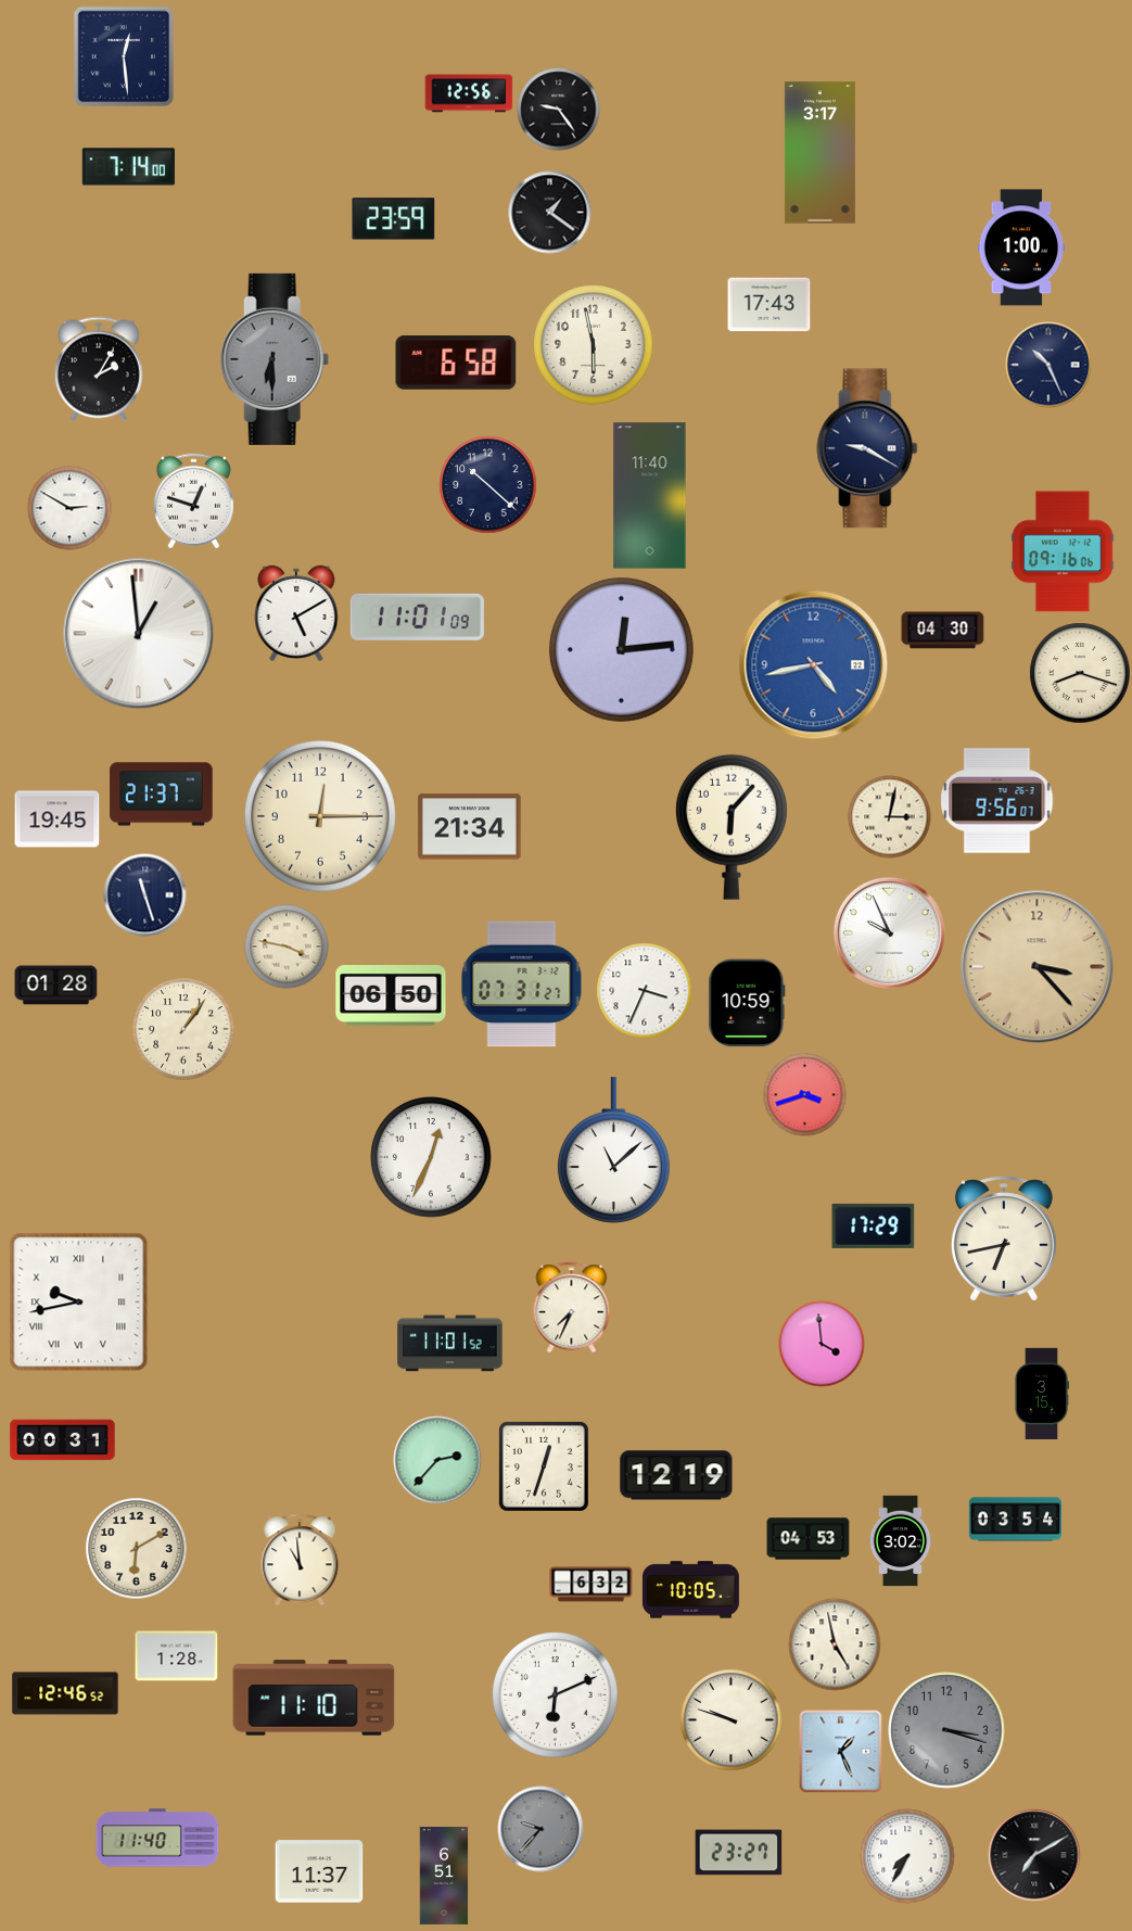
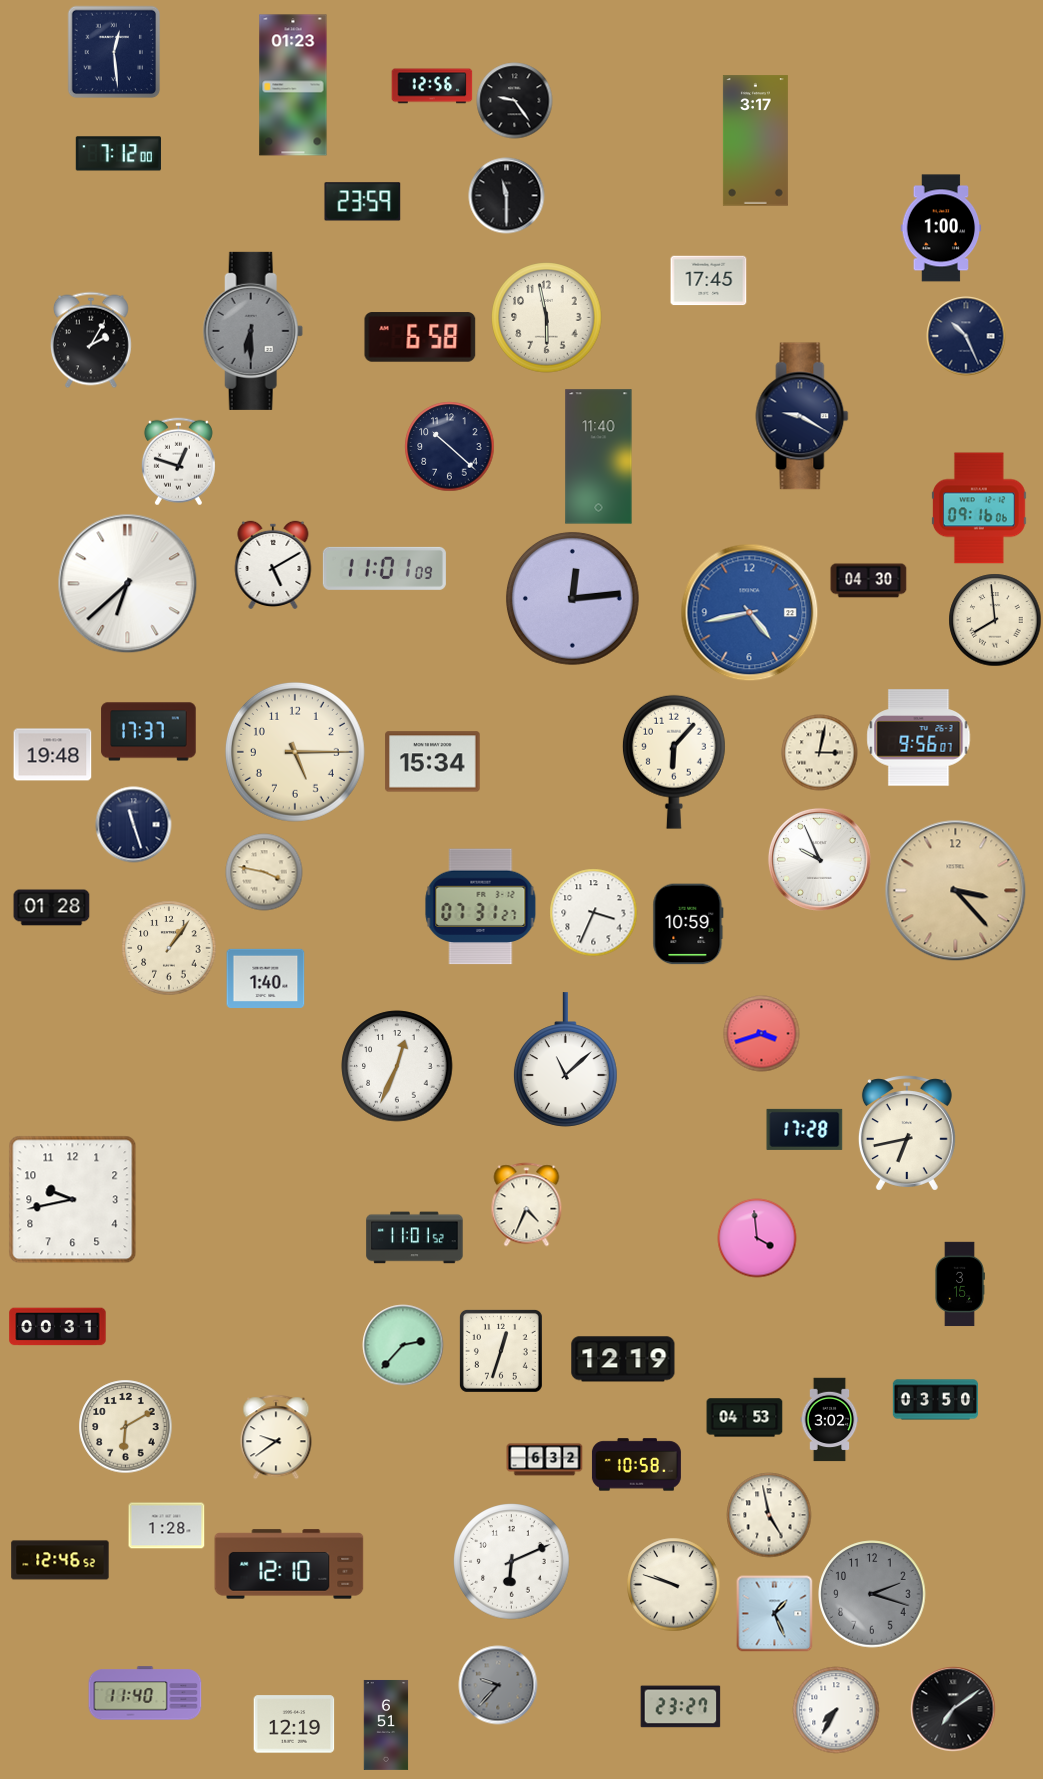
clock at (293, 85): none -> 01:23
clock at (128, 167): 7:14 -> 7:12
clock at (550, 213): 1:21 -> 11:30
clock at (769, 305): 17:43 -> 17:45
clock at (456, 363) position: (456, 363) -> (420, 337)
clock at (867, 448) position: (867, 448) -> (802, 416)
clock at (69, 508): 2:50 -> none
clock at (139, 634): 12:59 -> 6:38
clock at (1080, 673): 8:18 -> 7:59
clock at (162, 795): 21:37 -> 17:37
clock at (320, 816): 12:15 -> 5:15
clock at (58, 820): 19:45 -> 19:48
clock at (470, 827): 21:34 -> 15:34
clock at (391, 995): 06:50 -> none
clock at (266, 978): none -> 1:40
clock at (805, 1095) position: (805, 1095) -> (762, 1034)
clock at (874, 1225): 17:29 -> 17:28
clock at (1004, 1238) position: (1004, 1238) -> (907, 1133)
clock at (79, 1303) numerals: Roman -> Arabic
clock at (572, 1308): 7:34 -> 4:34
clock at (1016, 1520): 03:54 -> 03:50
clock at (300, 1560): 10:59 -> 9:39
clock at (690, 1590): 10:05 -> 10:58
clock at (177, 1656) position: (177, 1656) -> (167, 1526)
clock at (314, 1698): 11:10 -> 12:10
clock at (946, 1730): 3:18 -> 2:18
clock at (1034, 1855): 7:10 -> 7:09
clock at (319, 1871): 11:37 -> 12:19
clock at (444, 1876) position: (444, 1876) -> (386, 1725)
